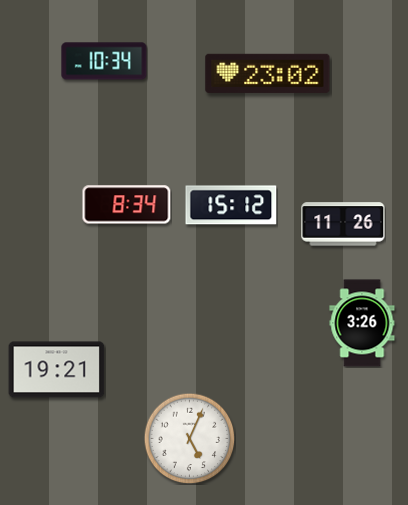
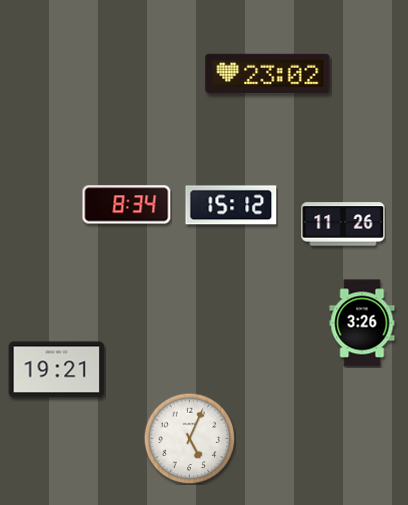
clock at (104, 61): 10:34 -> none
